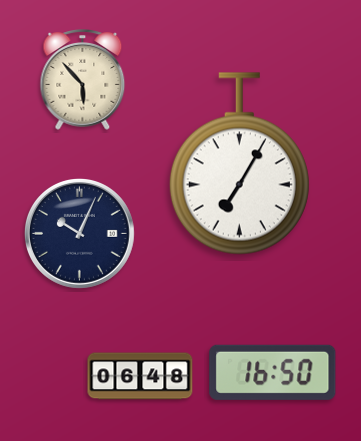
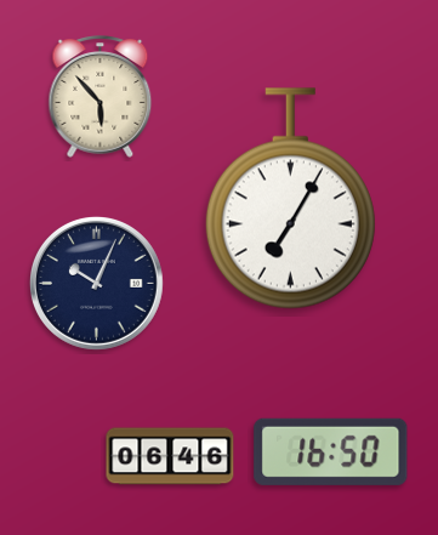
clock at (140, 376): 06:48 -> 06:46
